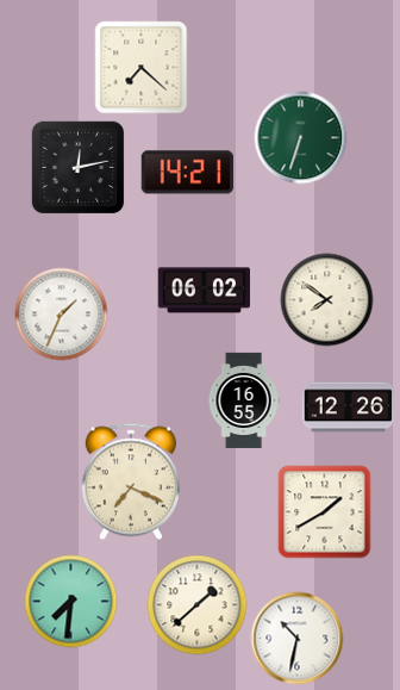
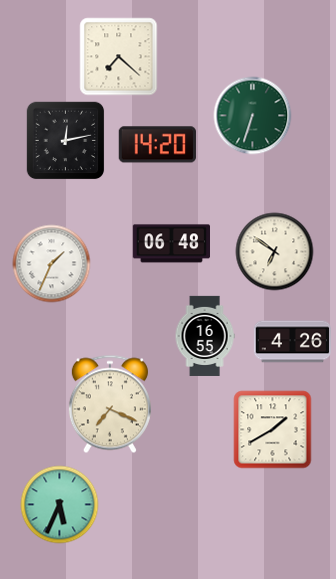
clock at (187, 173): 14:21 -> 14:20
clock at (204, 291): 06:02 -> 06:48
clock at (326, 299): 7:51 -> 6:51
clock at (348, 408): 12:26 -> 4:26
clock at (70, 601): 7:31 -> 5:34
clock at (196, 604): 1:38 -> none
clock at (296, 638): 10:32 -> none
